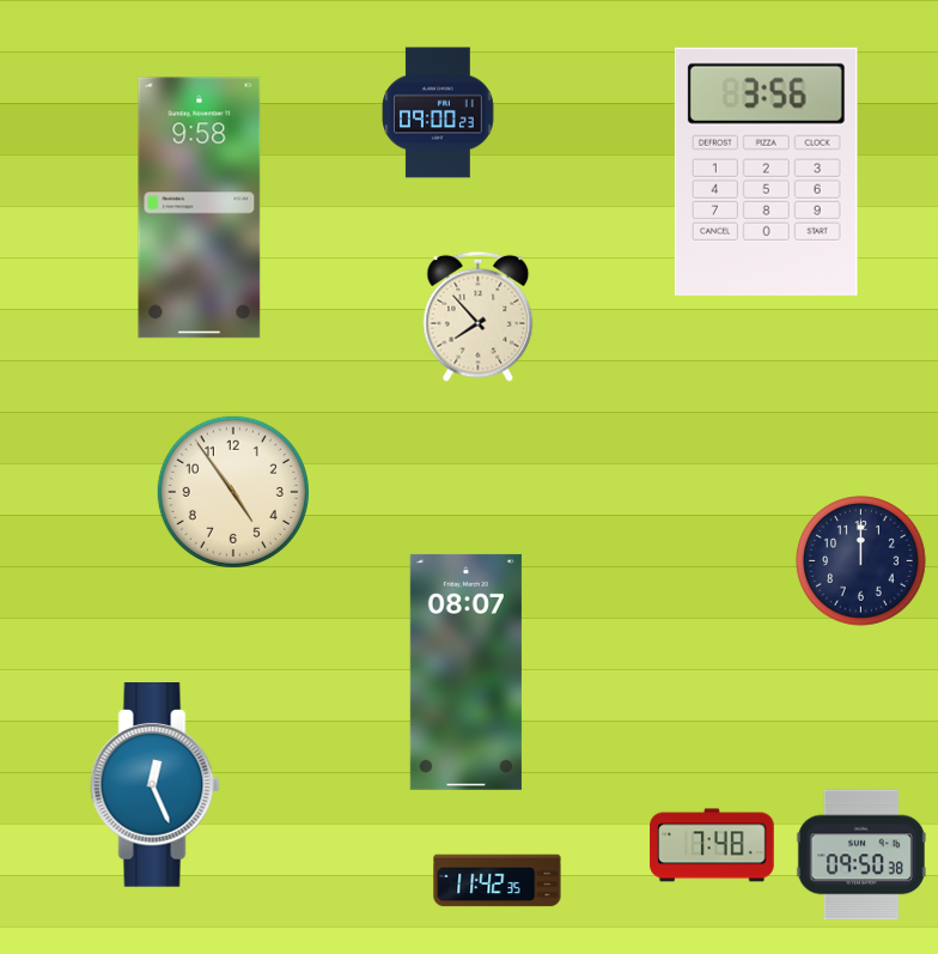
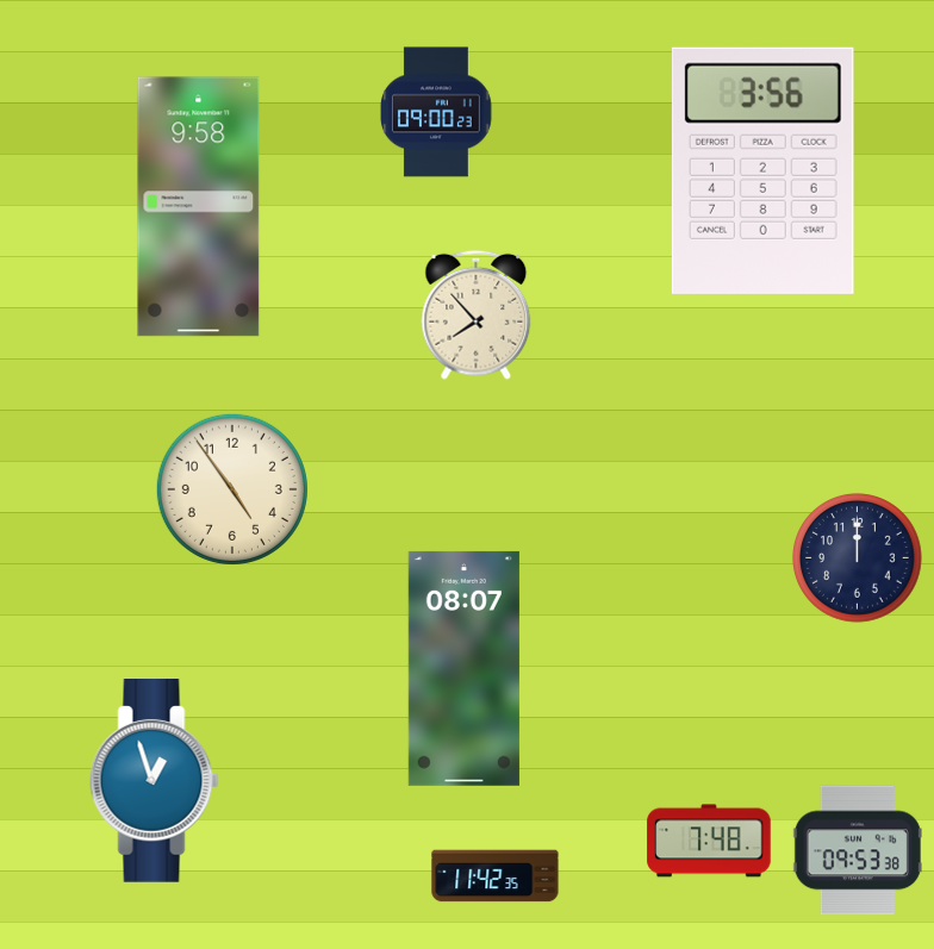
clock at (156, 785): 12:26 -> 12:57
clock at (861, 855): 09:50 -> 09:53
